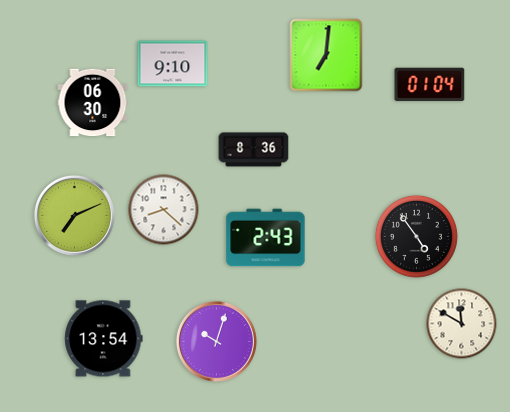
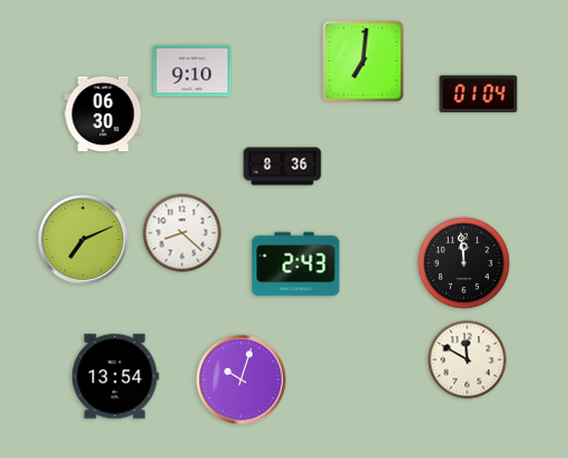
clock at (416, 236): 4:54 -> 11:59
clock at (462, 324) position: (462, 324) -> (468, 360)
